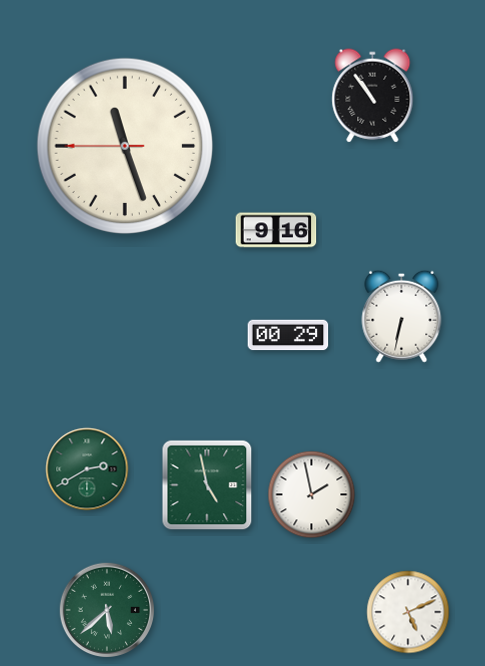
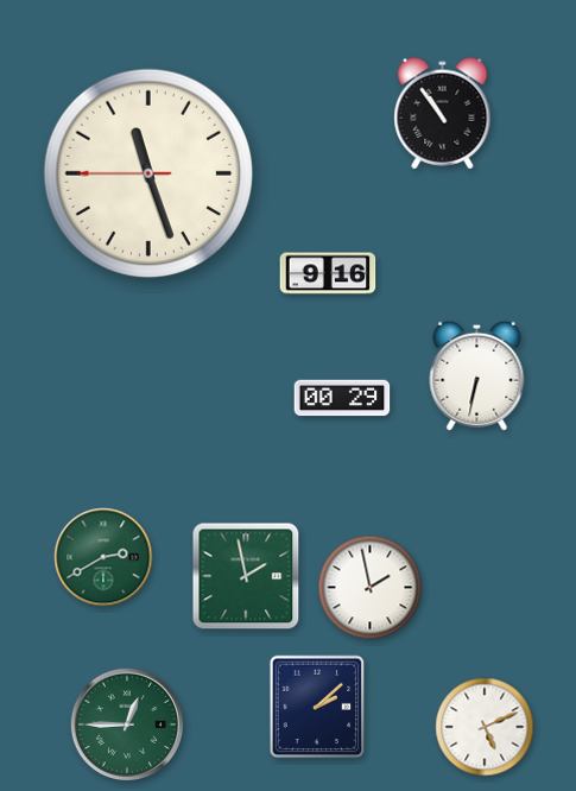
clock at (207, 485): 4:58 -> 1:58
clock at (317, 707): none -> 2:08
clock at (107, 610): 5:38 -> 12:45
